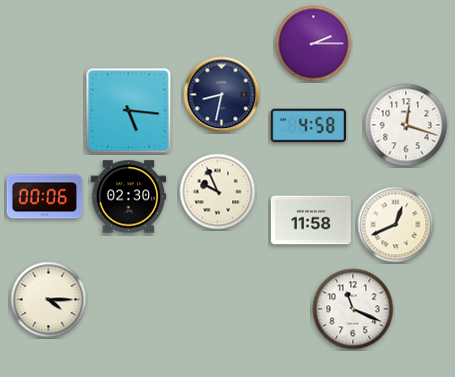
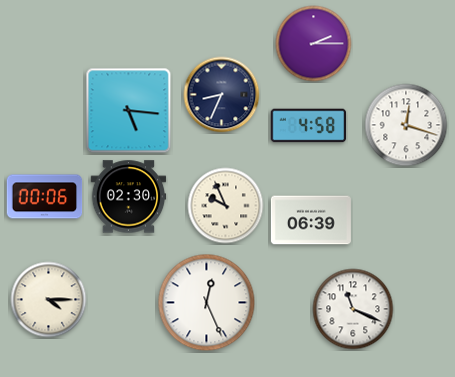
clock at (222, 95): 8:32 -> 8:34
clock at (218, 192) position: (218, 192) -> (226, 206)
clock at (311, 220): 11:58 -> 06:39
clock at (396, 225): 12:41 -> none
clock at (207, 303): none -> 12:26
